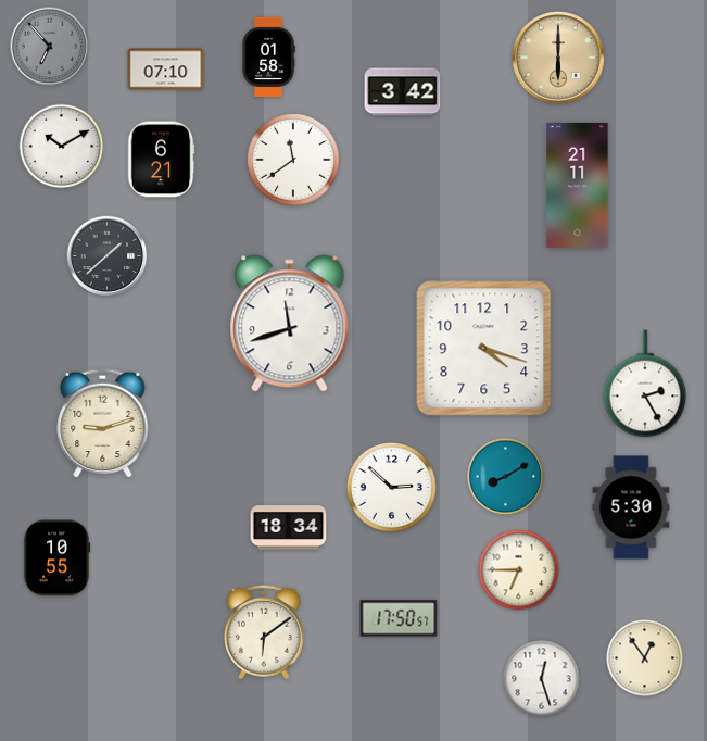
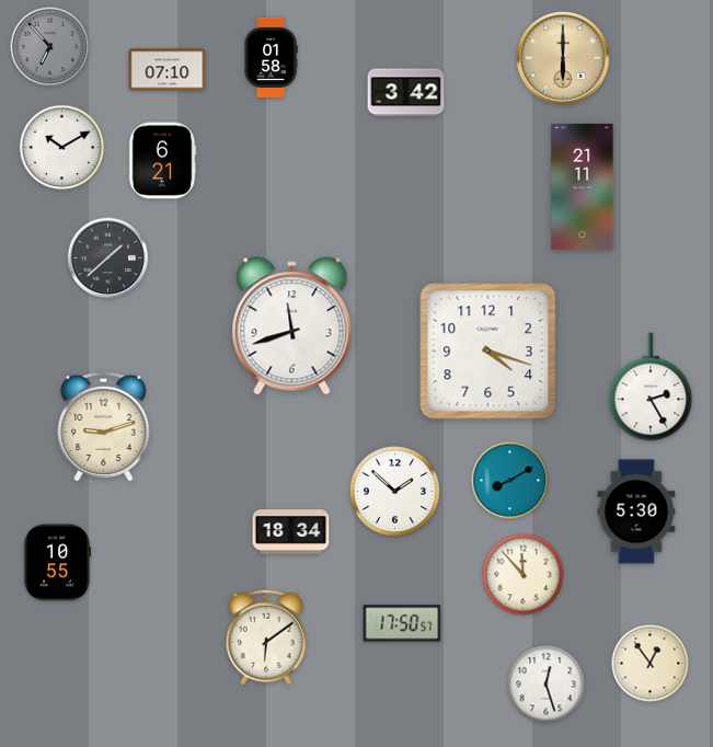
clock at (293, 160): 11:39 -> none
clock at (391, 487): 2:52 -> 1:52
clock at (519, 570): 6:45 -> 11:53
